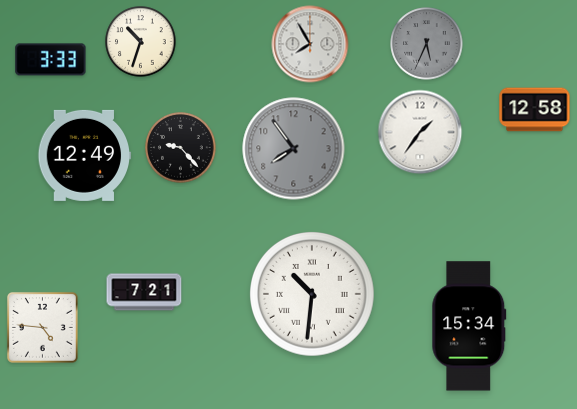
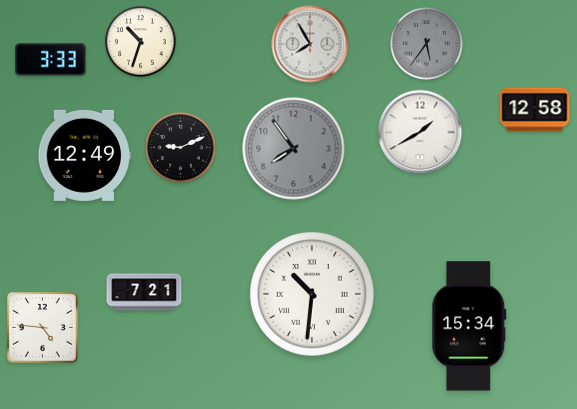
clock at (427, 44): 5:34 -> 5:36
clock at (420, 132): 1:36 -> 1:40
clock at (181, 148): 9:23 -> 9:11
